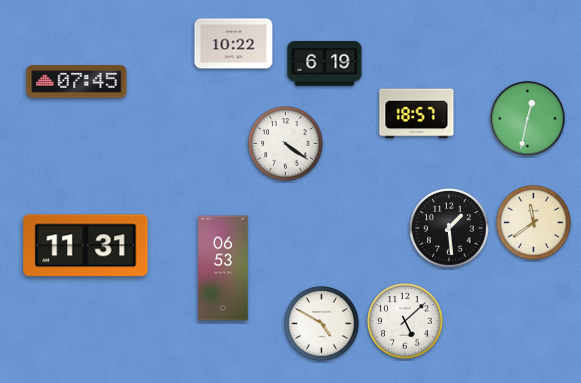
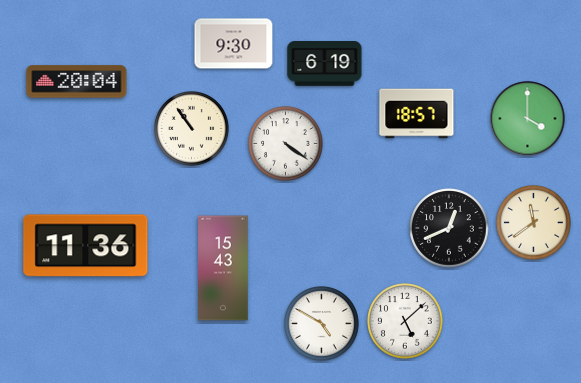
clock at (234, 44): 10:22 -> 9:30
clock at (77, 82): 07:45 -> 20:04
clock at (528, 119): 12:32 -> 4:00
clock at (192, 129): none -> 10:54
clock at (449, 228): 1:29 -> 12:41
clock at (86, 246): 11:31 -> 11:36
clock at (223, 268): 06:53 -> 15:43
